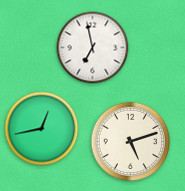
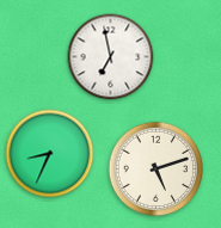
clock at (42, 129): 12:43 -> 8:34
